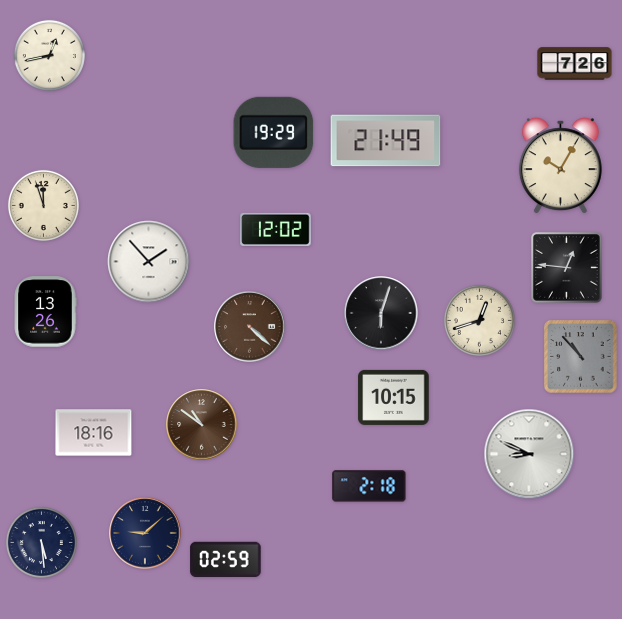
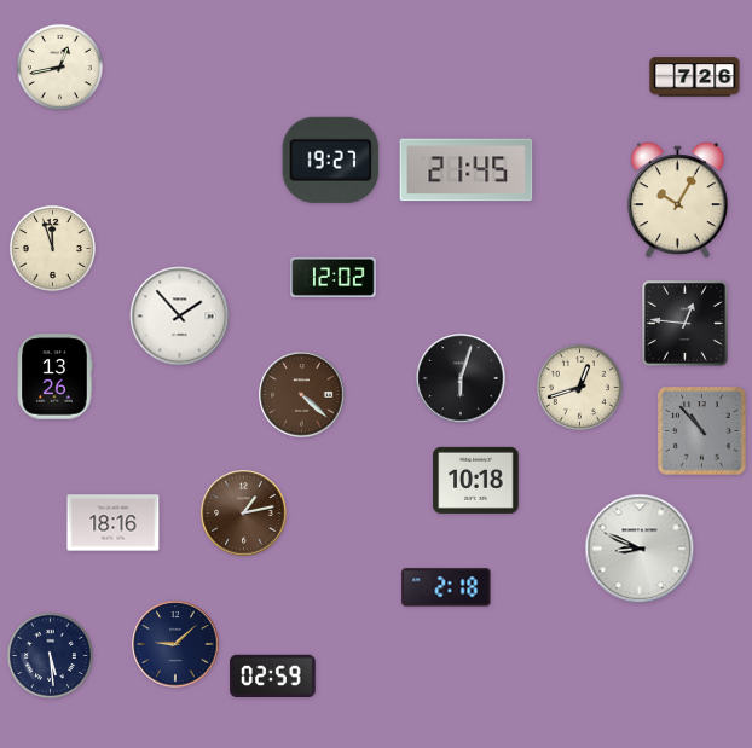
clock at (274, 132): 19:29 -> 19:27
clock at (386, 141): 21:49 -> 21:45
clock at (394, 397): 10:15 -> 10:18
clock at (202, 425): 10:51 -> 1:13
